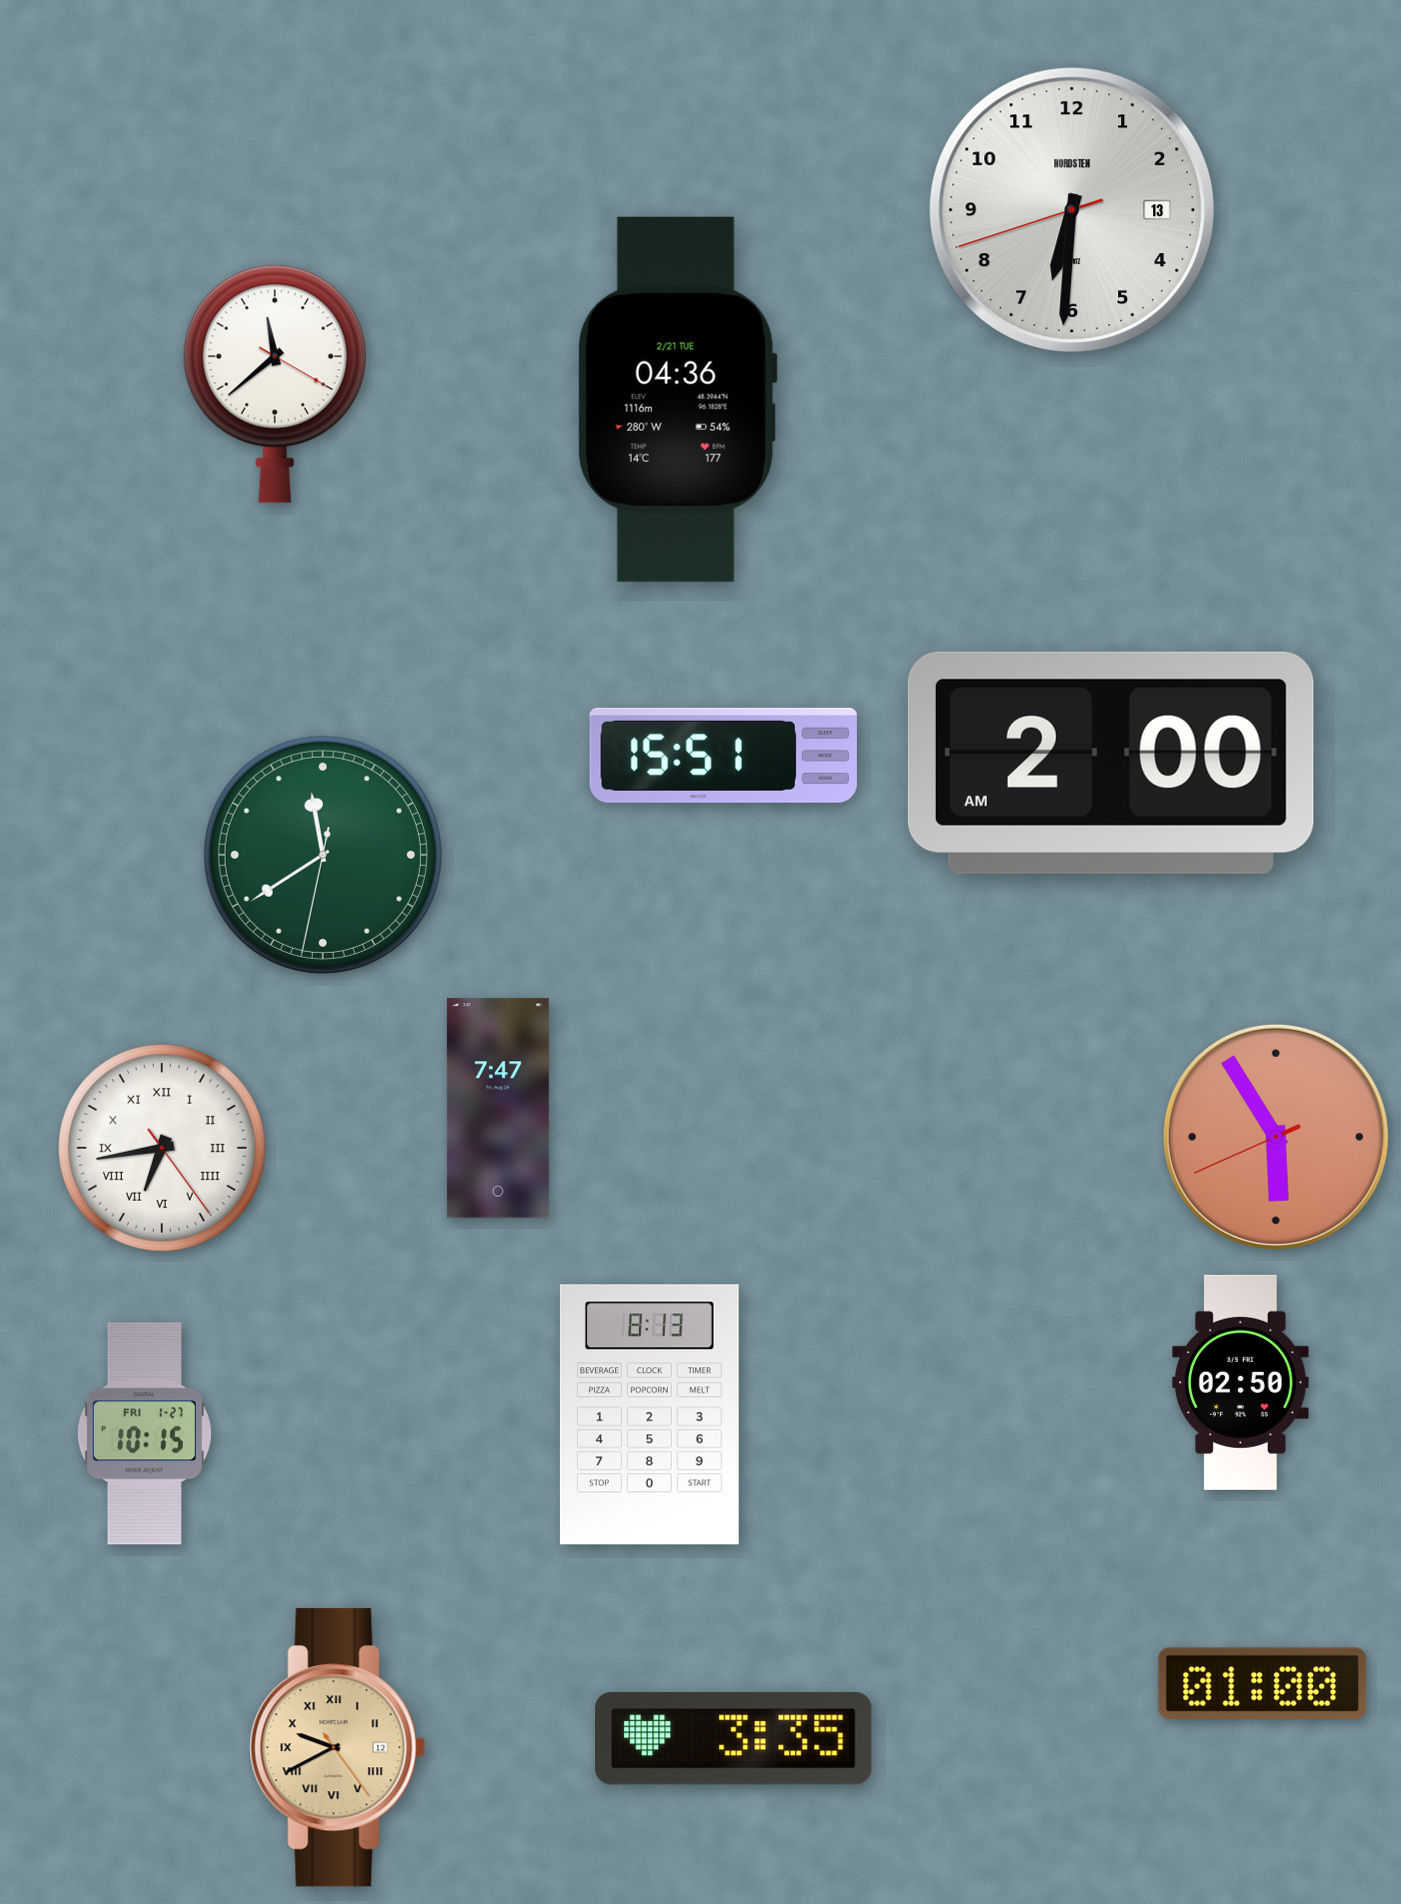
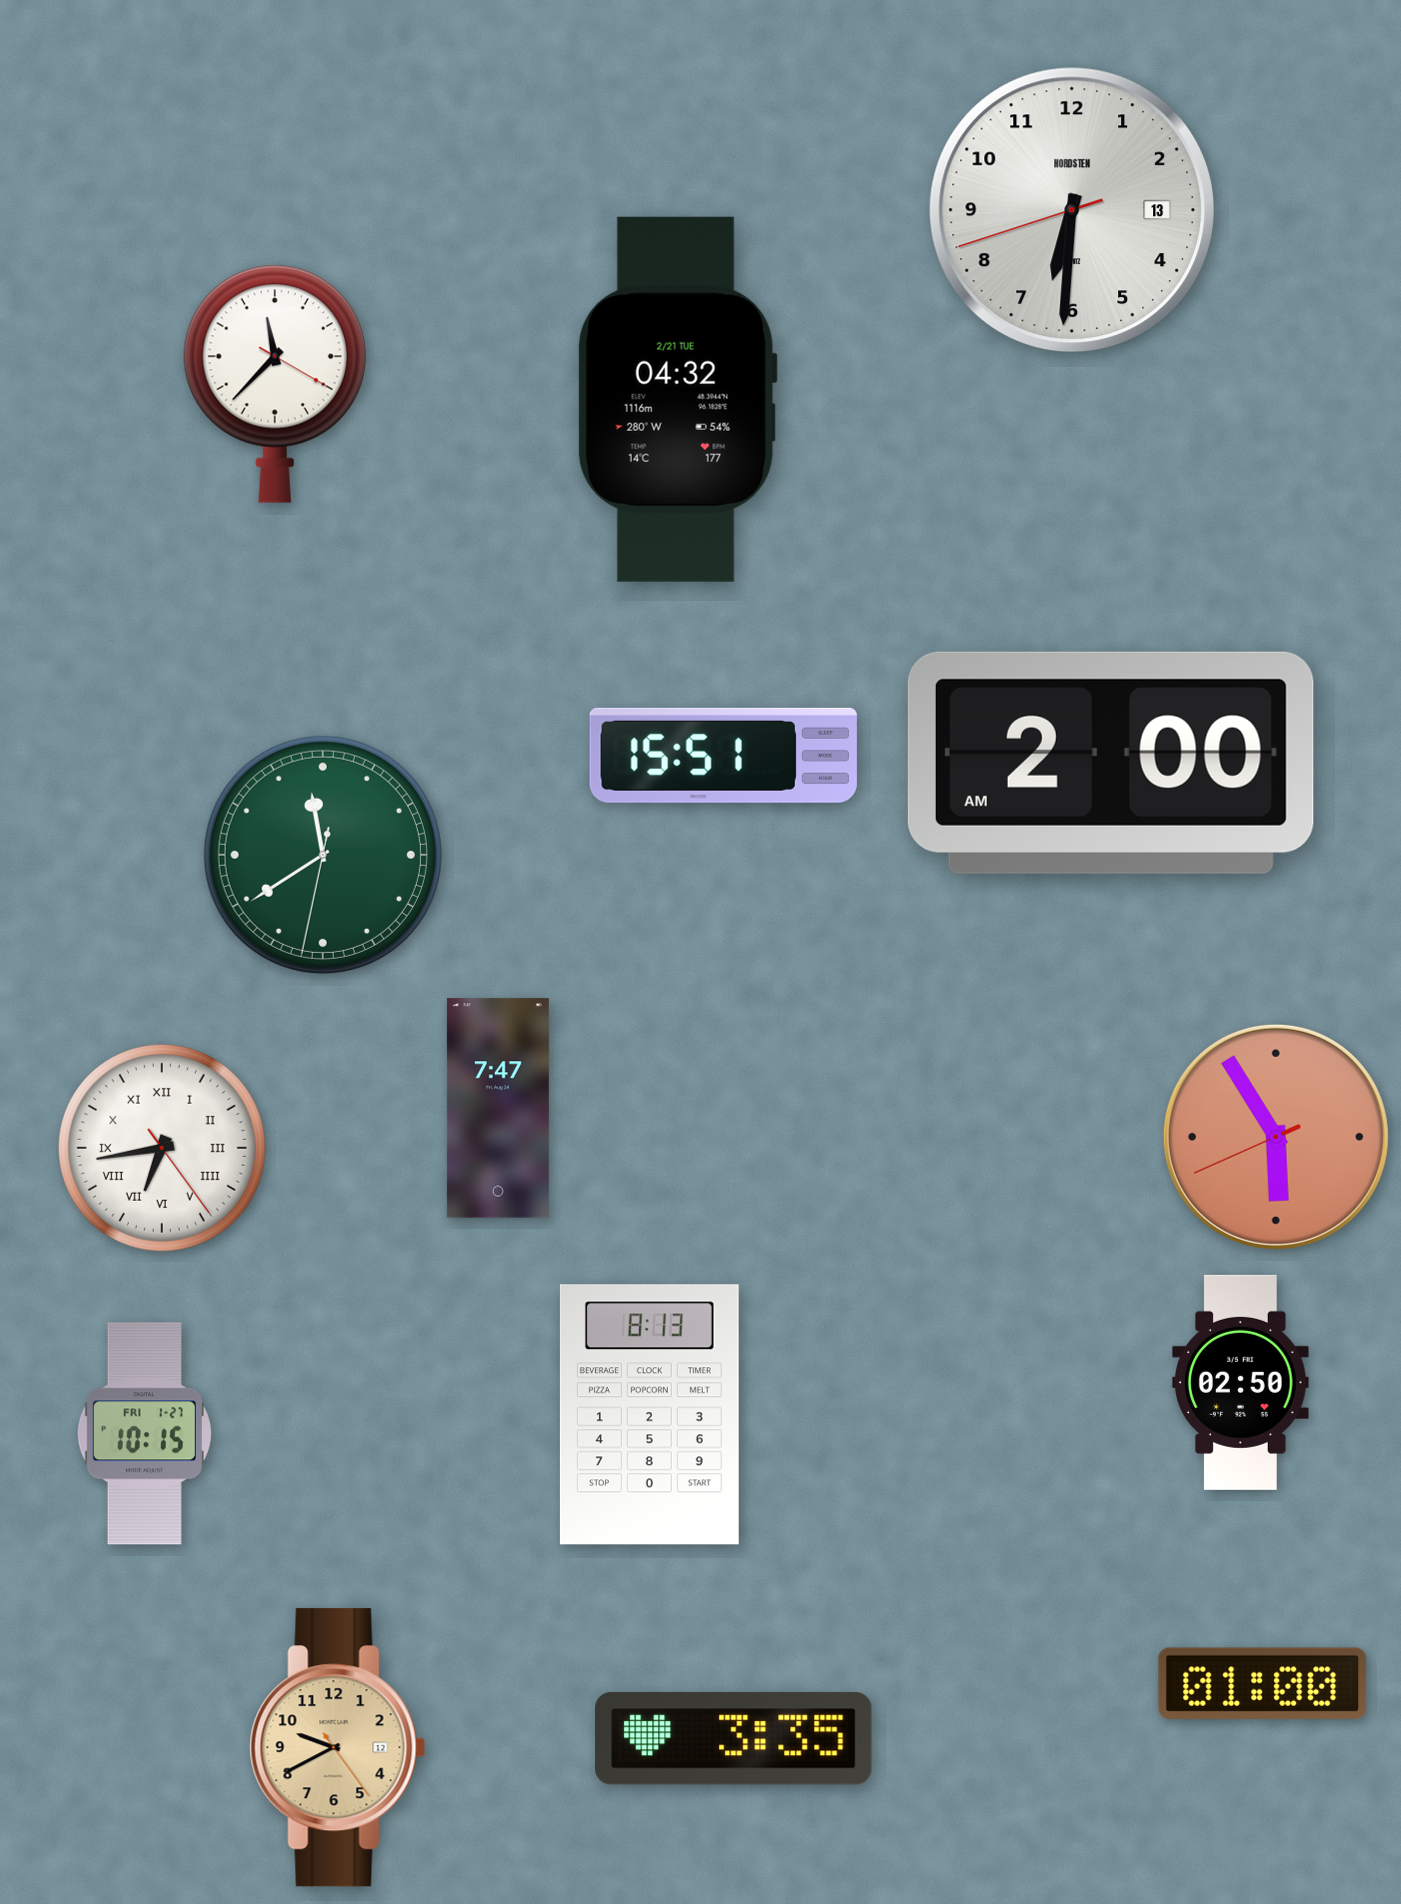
clock at (275, 384): 11:38 -> 11:37
clock at (677, 399): 04:36 -> 04:32
clock at (338, 1748) numerals: Roman -> Arabic
